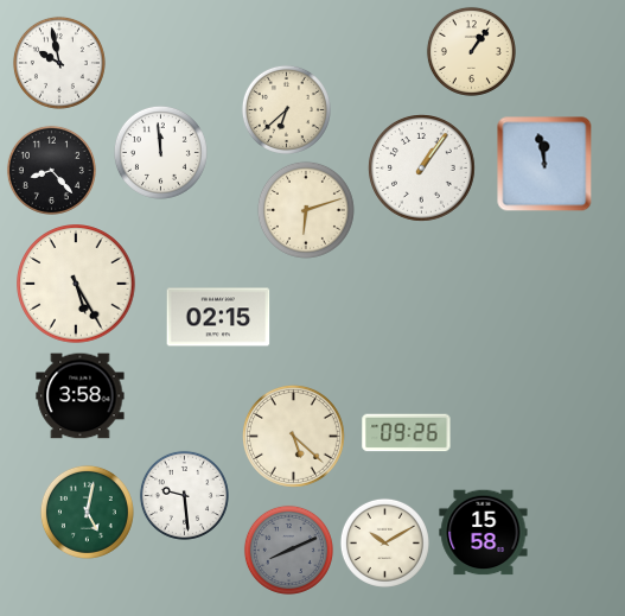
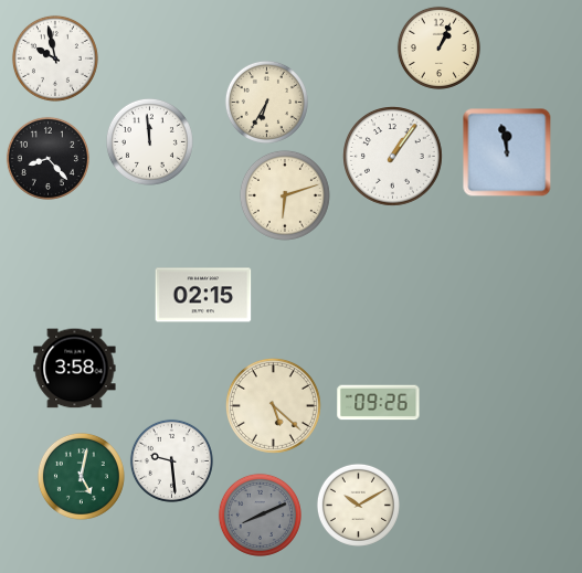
clock at (471, 51): 1:06 -> 1:04
clock at (286, 109): 6:38 -> 6:35
clock at (76, 284): 5:25 -> none
clock at (484, 533): 15:58 -> none
clock at (288, 550) position: (288, 550) -> (260, 514)
